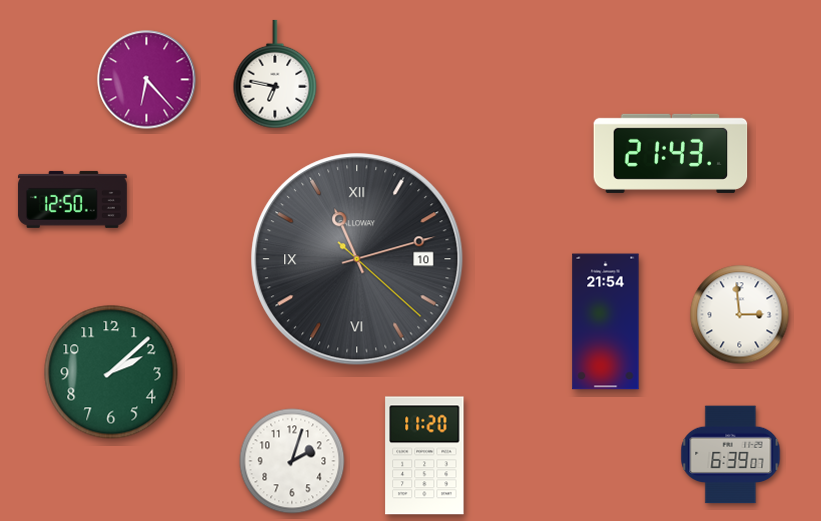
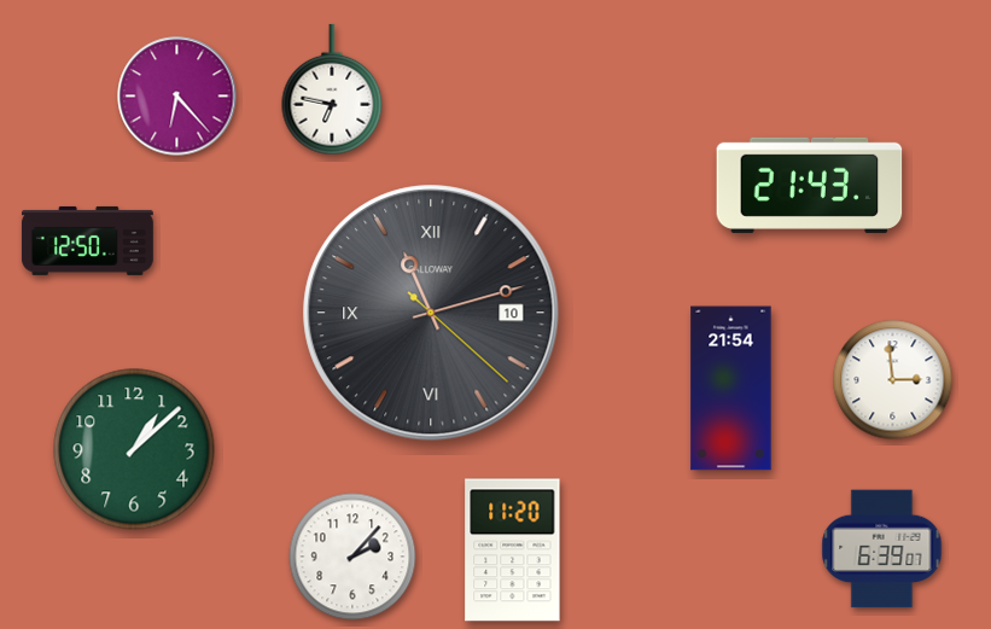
clock at (111, 372): 2:08 -> 1:08
clock at (292, 461): 2:03 -> 2:07
